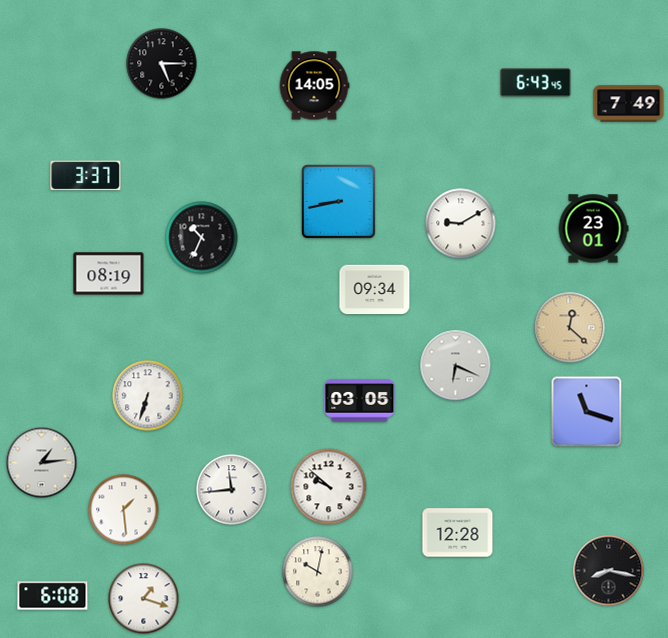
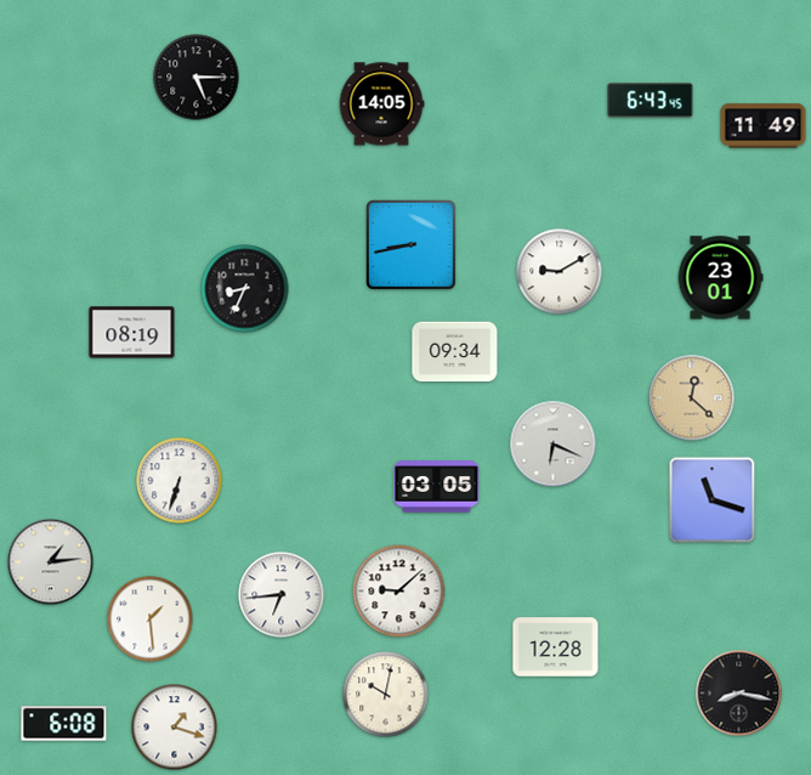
clock at (629, 104): 7:49 -> 11:49
clock at (86, 176): 3:37 -> none
clock at (202, 238): 10:34 -> 8:34
clock at (329, 487): 9:52 -> 9:08
clock at (232, 490): 11:44 -> 6:44
